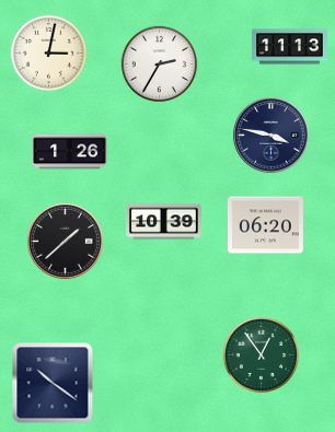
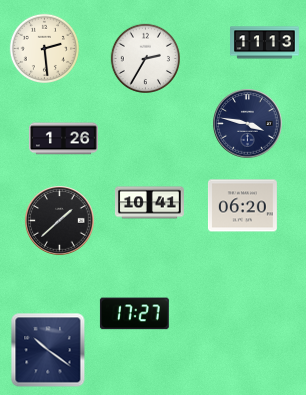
clock at (49, 54): 3:02 -> 2:29
clock at (163, 222): 10:39 -> 10:41
clock at (134, 314): none -> 17:27
clock at (262, 355): 12:54 -> none
